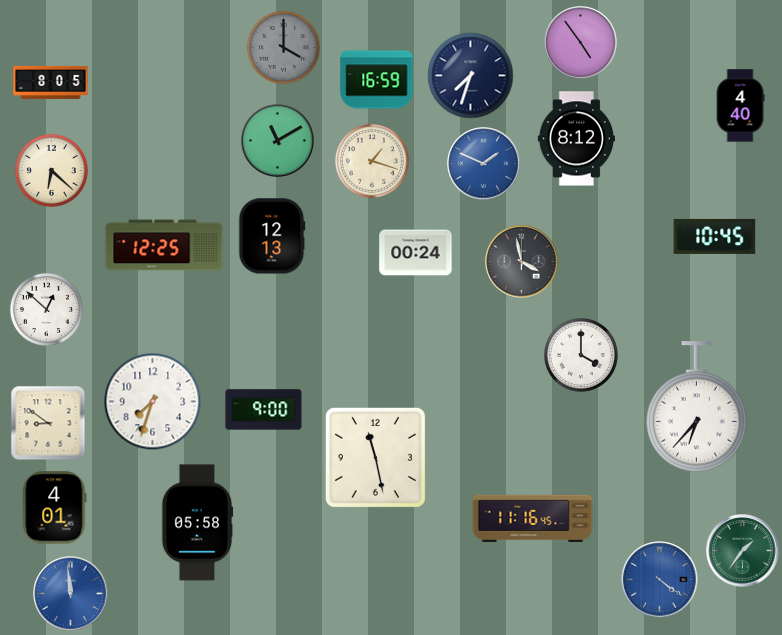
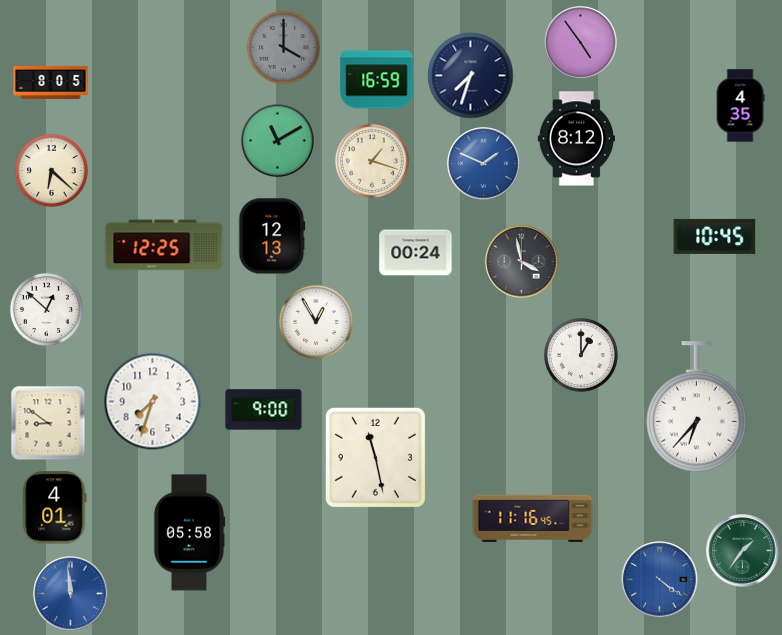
clock at (740, 106): 4:40 -> 4:35
clock at (316, 322): none -> 12:55
clock at (581, 355): 4:00 -> 1:00
clock at (197, 523) position: (197, 523) -> (189, 533)
